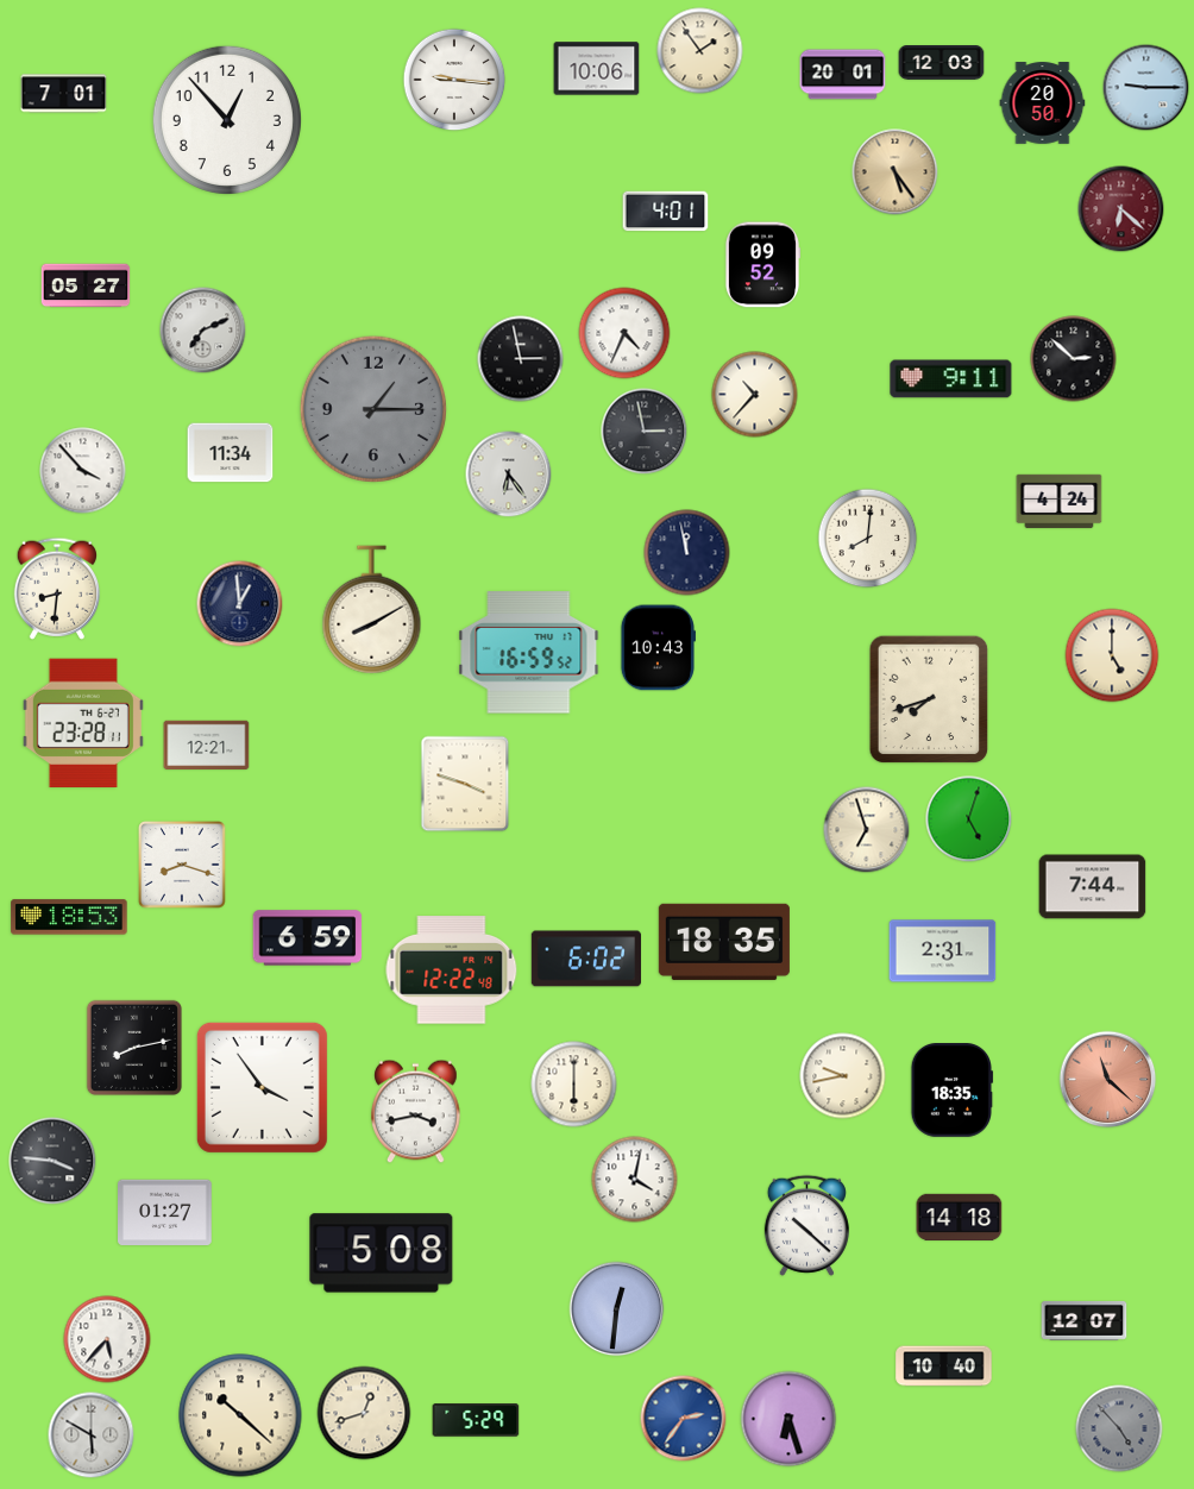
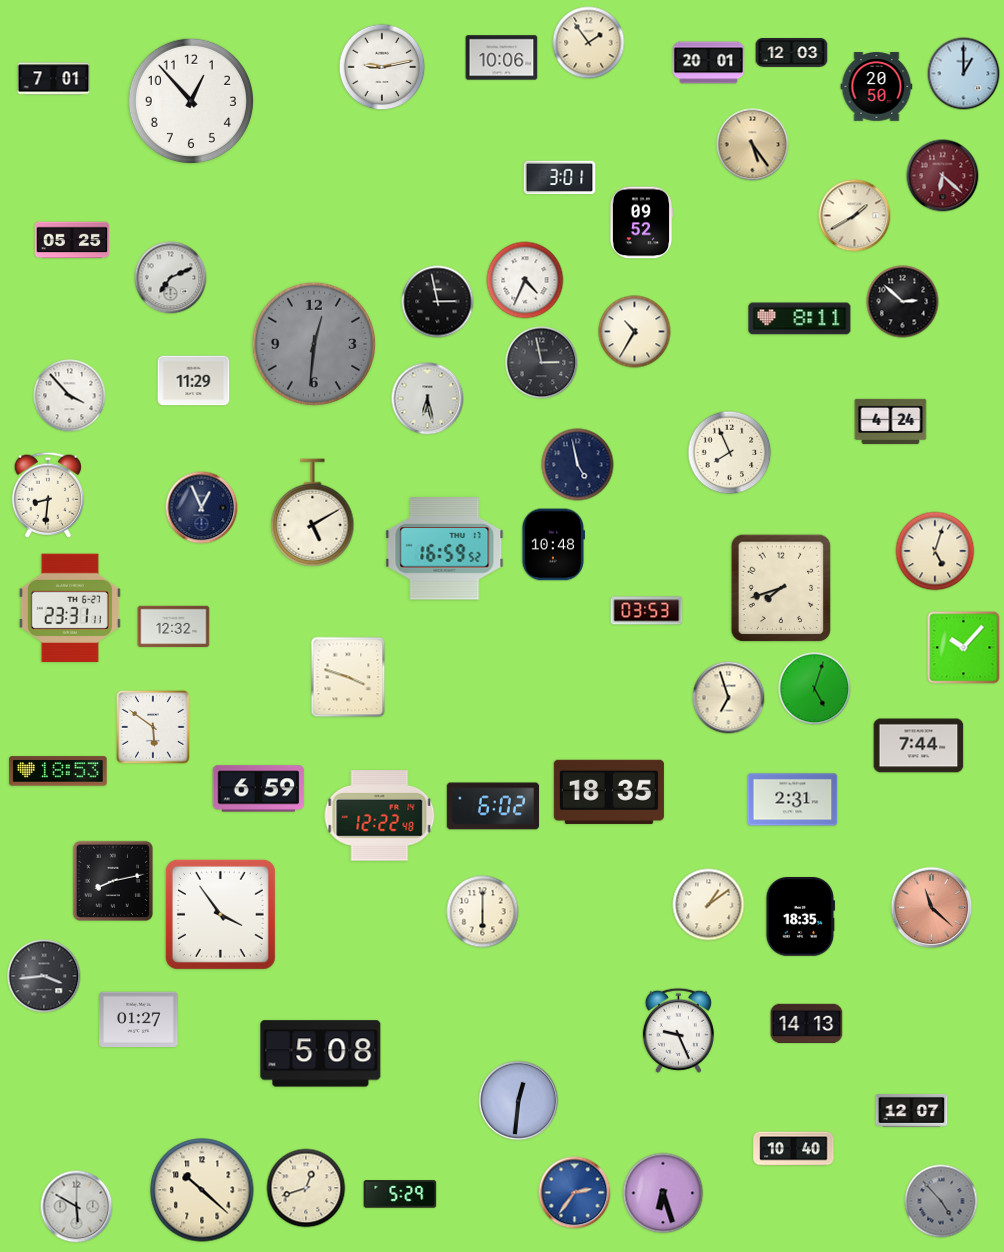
clock at (454, 80): 9:16 -> 9:13
clock at (1146, 88): 9:15 -> 1:00
clock at (666, 212): 4:01 -> 3:01
clock at (855, 216): none -> 1:40
clock at (86, 285): 05:27 -> 05:25
clock at (951, 379): 9:11 -> 8:11
clock at (755, 395): 10:37 -> 10:35
clock at (372, 408): 1:15 -> 12:31
clock at (231, 453): 11:34 -> 11:29
clock at (509, 475): 6:24 -> 6:28
clock at (868, 539): 8:01 -> 7:56
clock at (687, 553): 11:58 -> 4:58
clock at (240, 604): 12:59 -> 12:56
clock at (372, 610): 8:10 -> 5:10
clock at (658, 648): 10:43 -> 10:48
clock at (1112, 655): 5:00 -> 5:03
clock at (83, 722): 23:28 -> 23:31
clock at (647, 611): none -> 03:53
clock at (207, 744): 12:21 -> 12:32
clock at (964, 648): none -> 10:07
clock at (465, 784) position: (465, 784) -> (348, 677)
clock at (182, 865): 8:18 -> 5:51
clock at (843, 1076): 9:43 -> 1:09
clock at (416, 1112): 3:43 -> none
clock at (52, 1161): 3:46 -> 3:44
clock at (635, 1180): 4:02 -> none
clock at (960, 1217): 14:18 -> 14:13
clock at (806, 1225): 10:22 -> 9:26
clock at (107, 1339): 5:37 -> none
